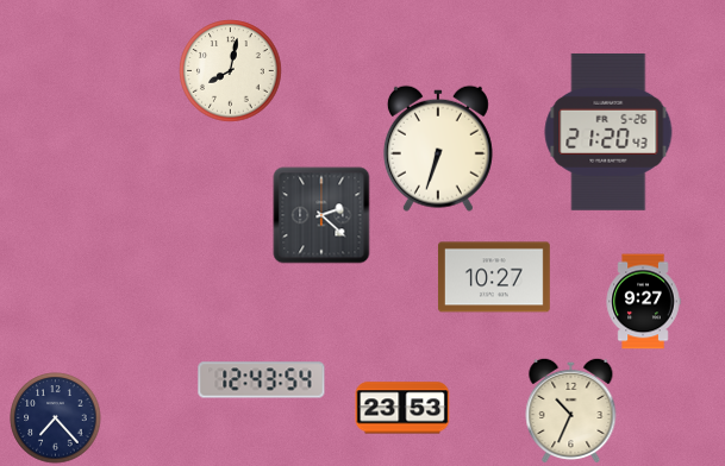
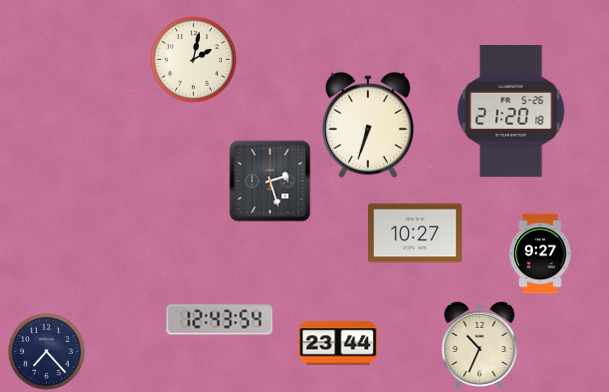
clock at (231, 71): 8:02 -> 2:02
clock at (608, 132): 21:20:43 -> 21:20:18
clock at (321, 215): 2:22 -> 2:27
clock at (402, 408): 23:53 -> 23:44
